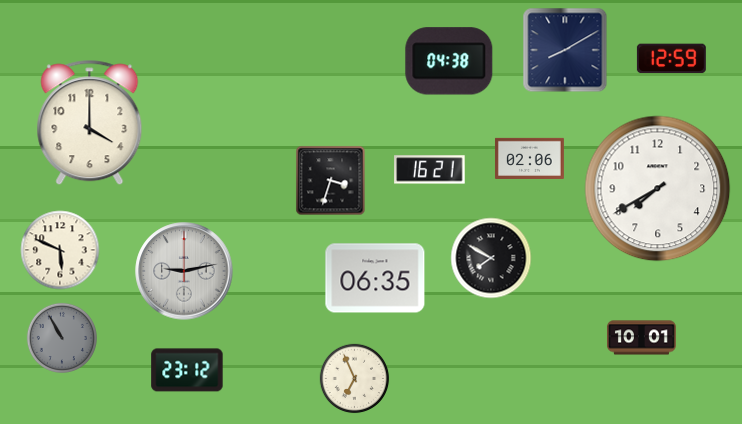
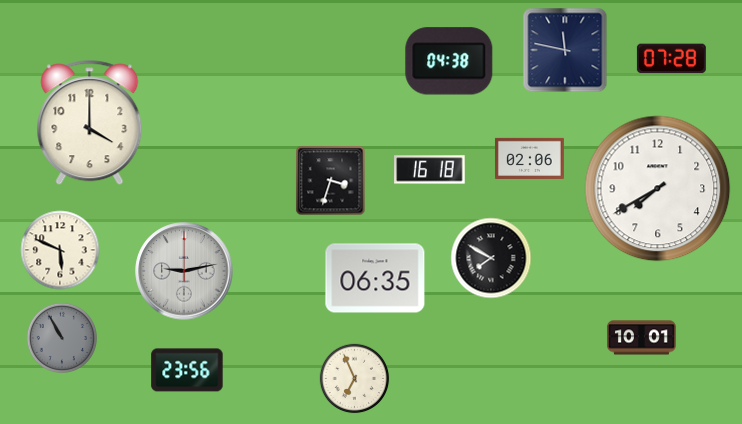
clock at (565, 50): 8:10 -> 11:47
clock at (671, 59): 12:59 -> 07:28
clock at (430, 170): 16:21 -> 16:18
clock at (187, 370): 23:12 -> 23:56
